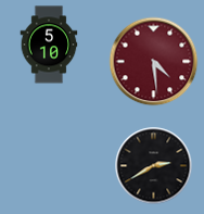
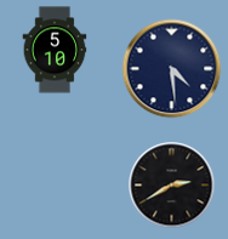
clock at (154, 62) dial: burgundy -> navy
